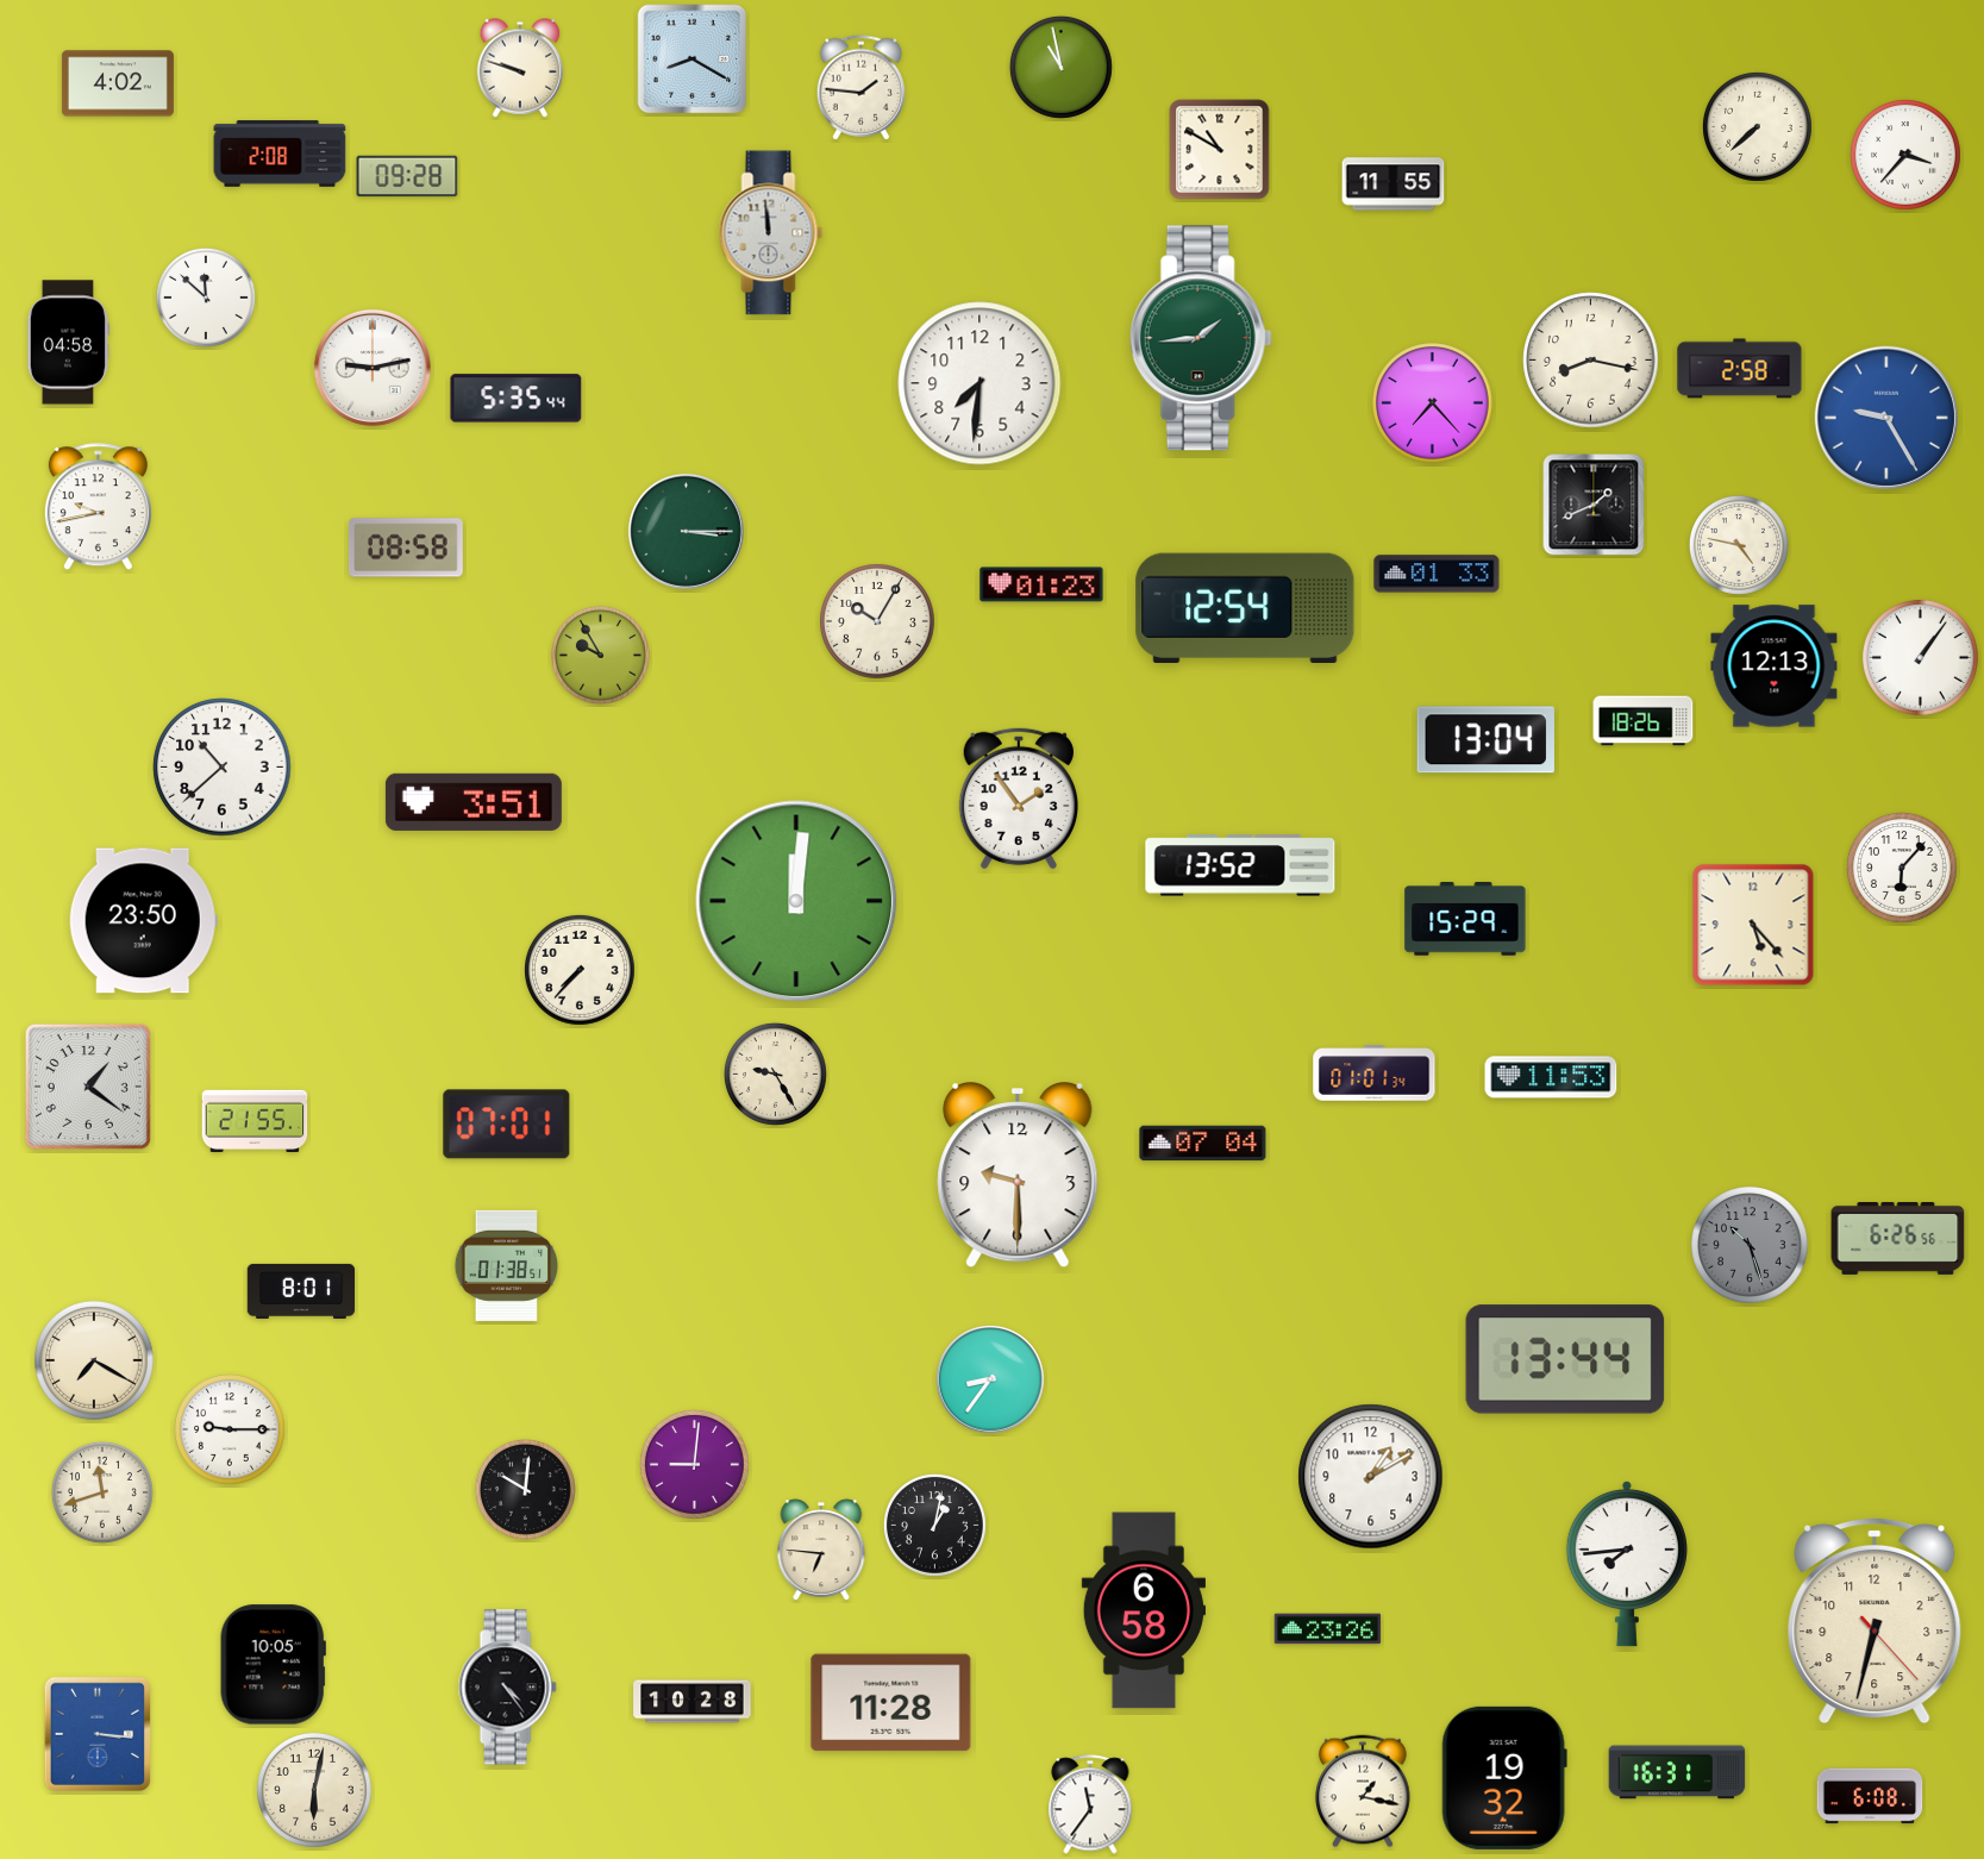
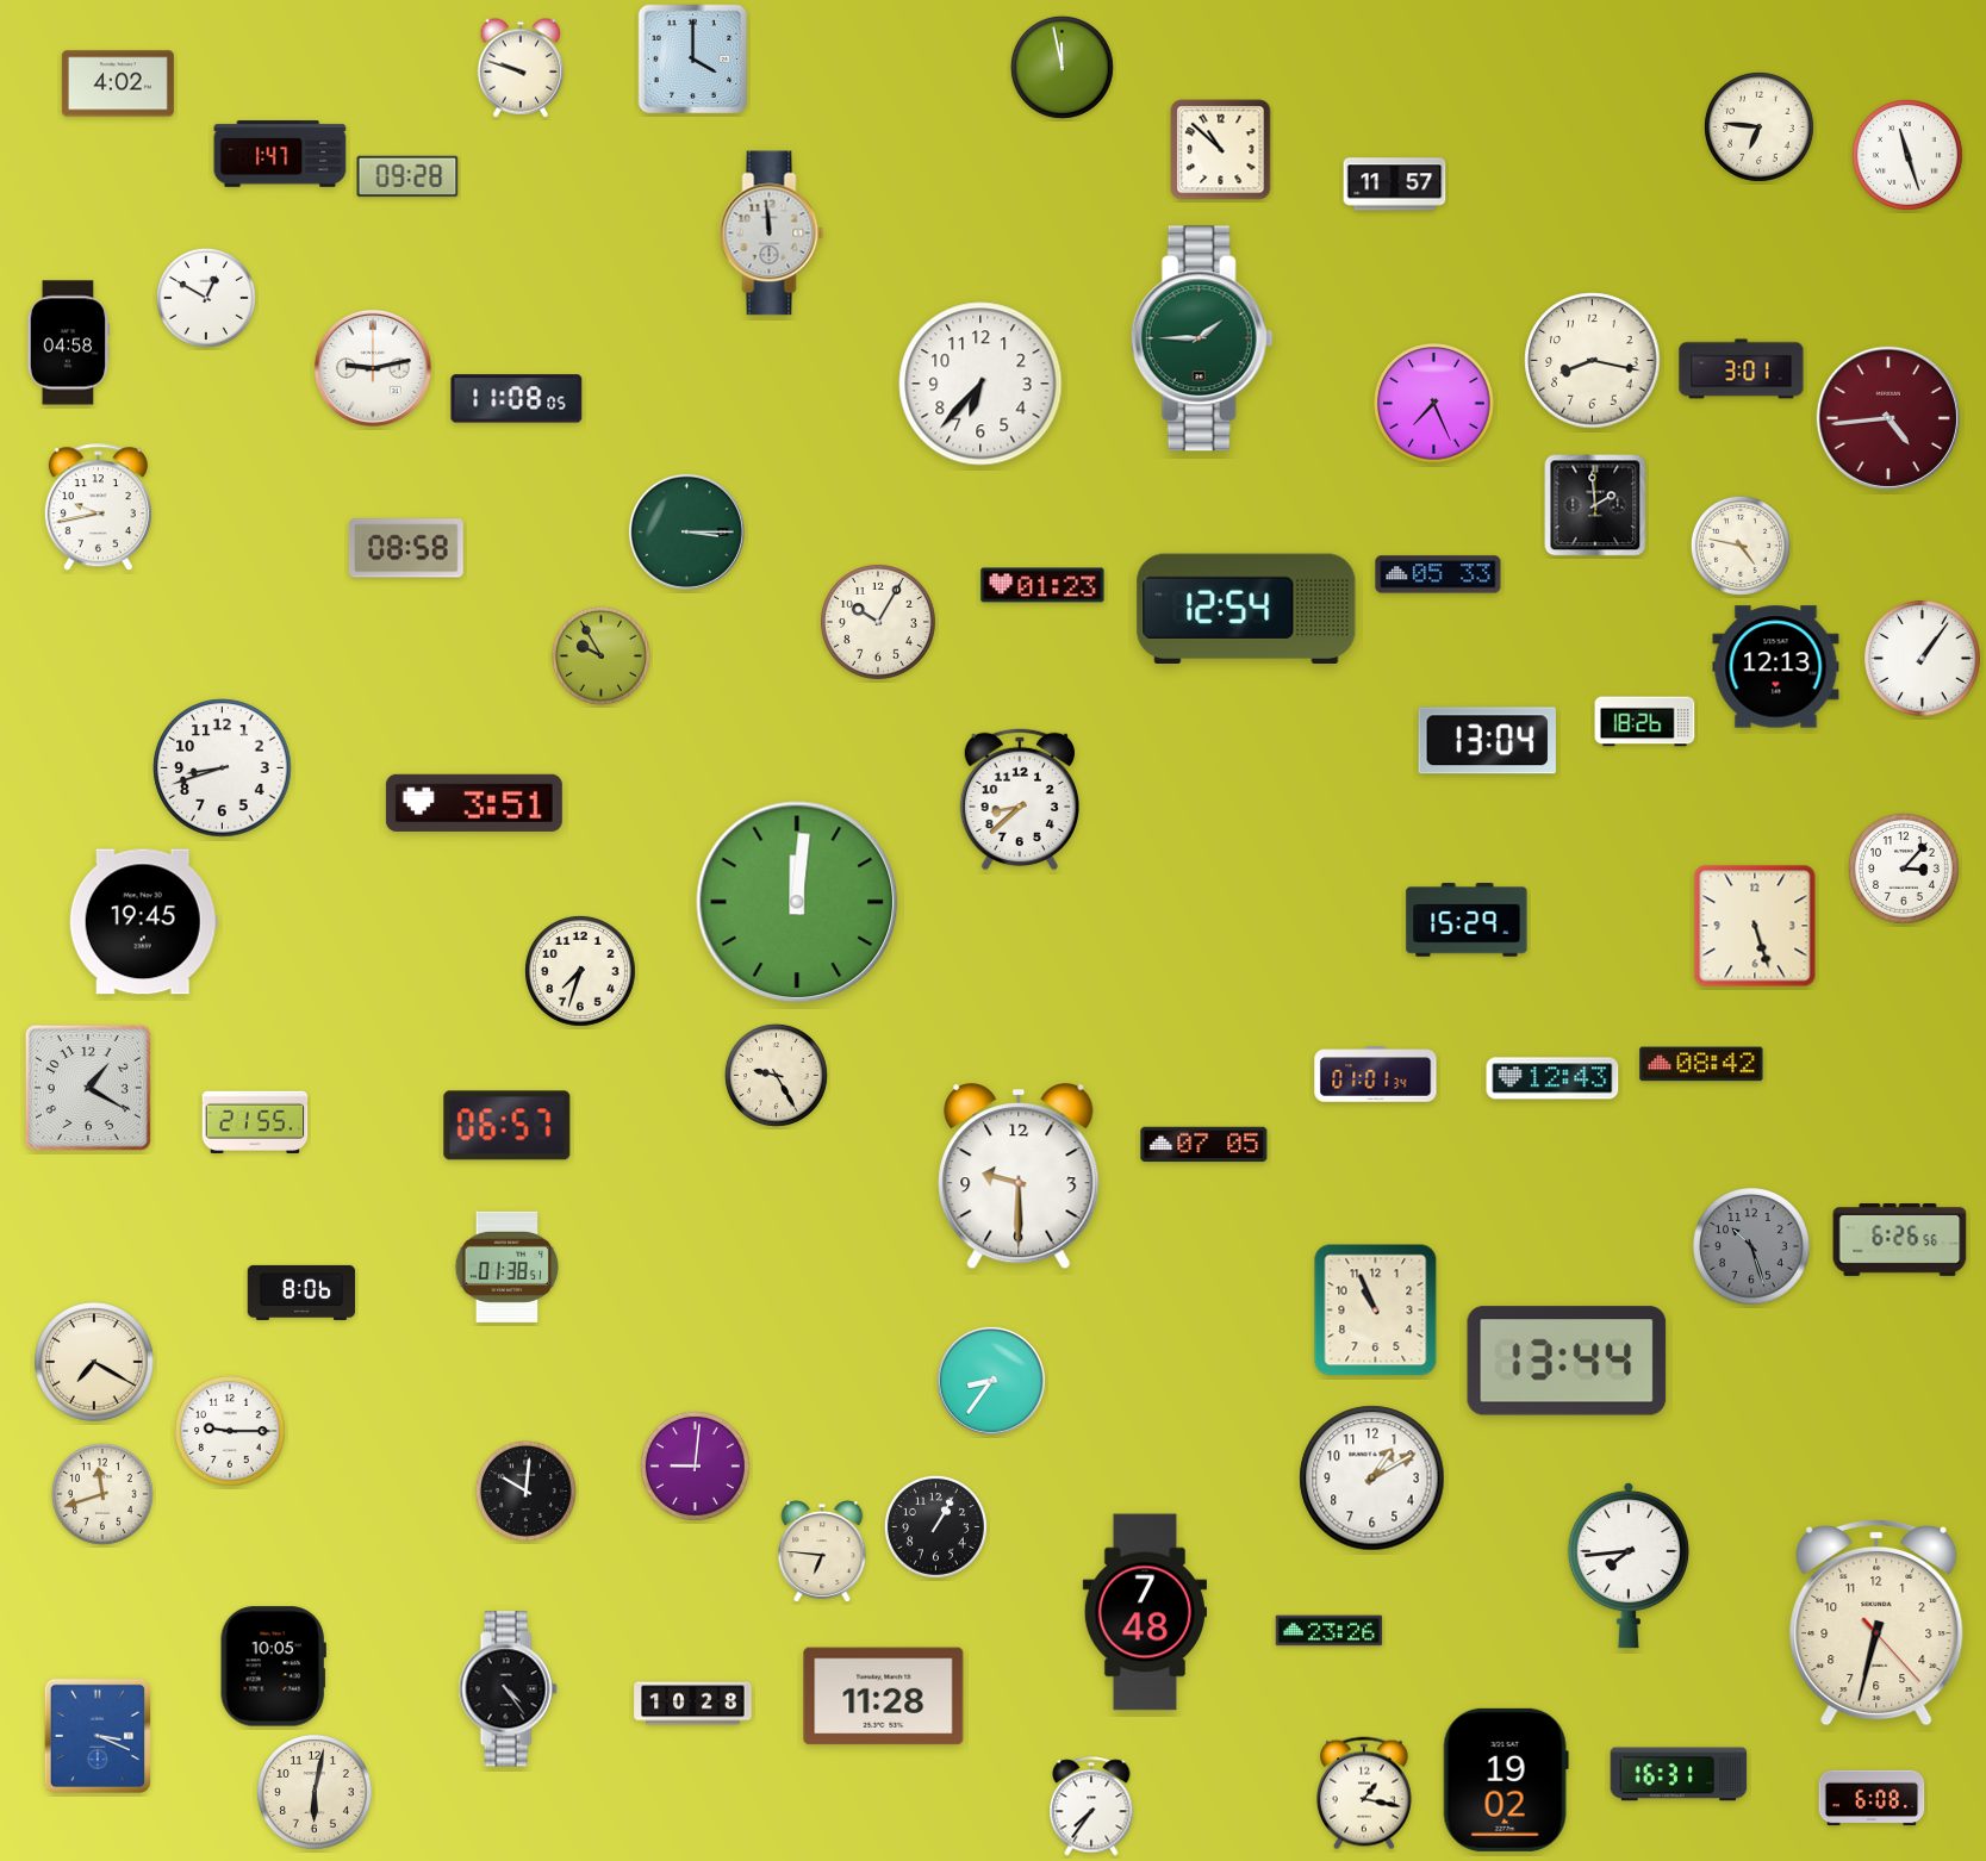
clock at (693, 60): 8:20 -> 4:00
clock at (1060, 67): 10:58 -> 11:58
clock at (862, 88): 1:46 -> none
clock at (1757, 126): 7:38 -> 6:46
clock at (1220, 150): 10:50 -> 10:52
clock at (280, 154): 2:08 -> 1:47
clock at (1907, 156): 3:37 -> 11:27
clock at (1394, 184): 11:55 -> 11:57
clock at (206, 298): 11:52 -> 12:50
clock at (1201, 338): 1:44 -> 1:45
clock at (1740, 369): 2:58 -> 3:01
clock at (980, 383): 7:31 -> 6:37
clock at (517, 399): 5:35 -> 11:08
clock at (1433, 403): 7:23 -> 7:26
clock at (1886, 418): 9:25 -> 4:44
clock at (1886, 418) dial: blue -> burgundy
clock at (1594, 505): 1:41 -> 1:59
clock at (1437, 574): 01:33 -> 05:33
clock at (223, 768): 10:38 -> 8:42
clock at (1019, 799): 1:54 -> 8:38
clock at (1240, 865): 13:52 -> none
clock at (1903, 869): 6:07 -> 3:07
clock at (143, 921): 23:50 -> 19:45
clock at (1753, 925): 5:23 -> 5:27
clock at (581, 971): 7:37 -> 7:33
clock at (1701, 1064): none -> 08:42
clock at (1551, 1077): 11:53 -> 12:43
clock at (88, 1087): 1:21 -> 1:20
clock at (507, 1125): 07:01 -> 06:57
clock at (1203, 1144): 07:04 -> 07:05
clock at (301, 1291): 8:01 -> 8:06
clock at (1376, 1311): none -> 10:56
clock at (934, 1525): 1:02 -> 1:05
clock at (1143, 1610): 6:58 -> 7:48
clock at (891, 1703) position: (891, 1703) -> (884, 1697)
clock at (98, 1734): 3:16 -> 3:19
clock at (1504, 1778): 19:32 -> 19:02
clock at (1090, 1804): 11:36 -> 7:36
